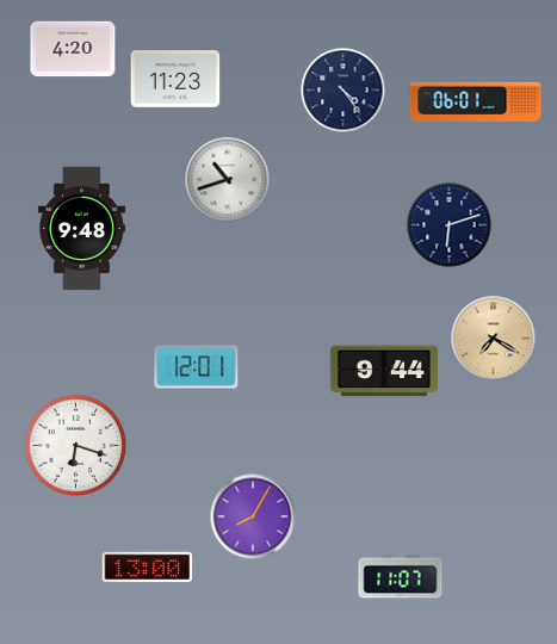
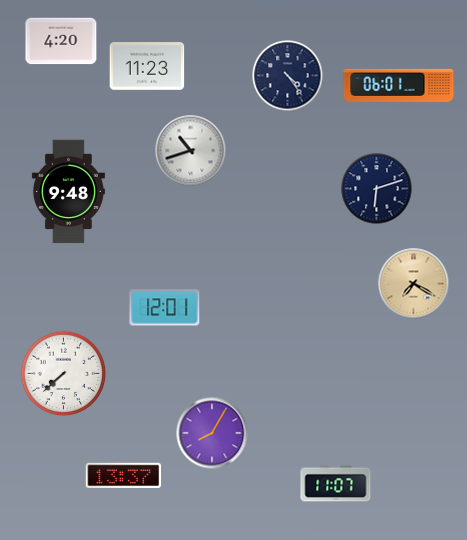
clock at (383, 371): 9:44 -> none
clock at (76, 446): 6:18 -> 7:38
clock at (148, 566): 13:00 -> 13:37
